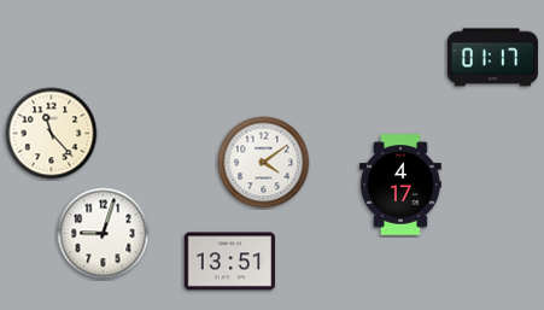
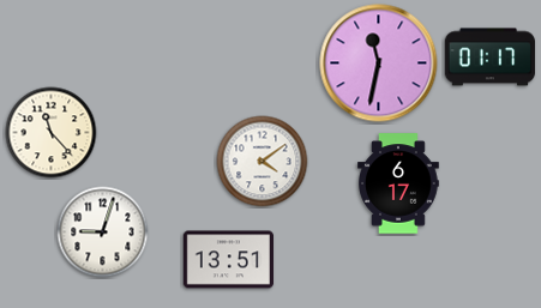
clock at (379, 64): none -> 11:32
clock at (402, 185): 4:17 -> 6:17
